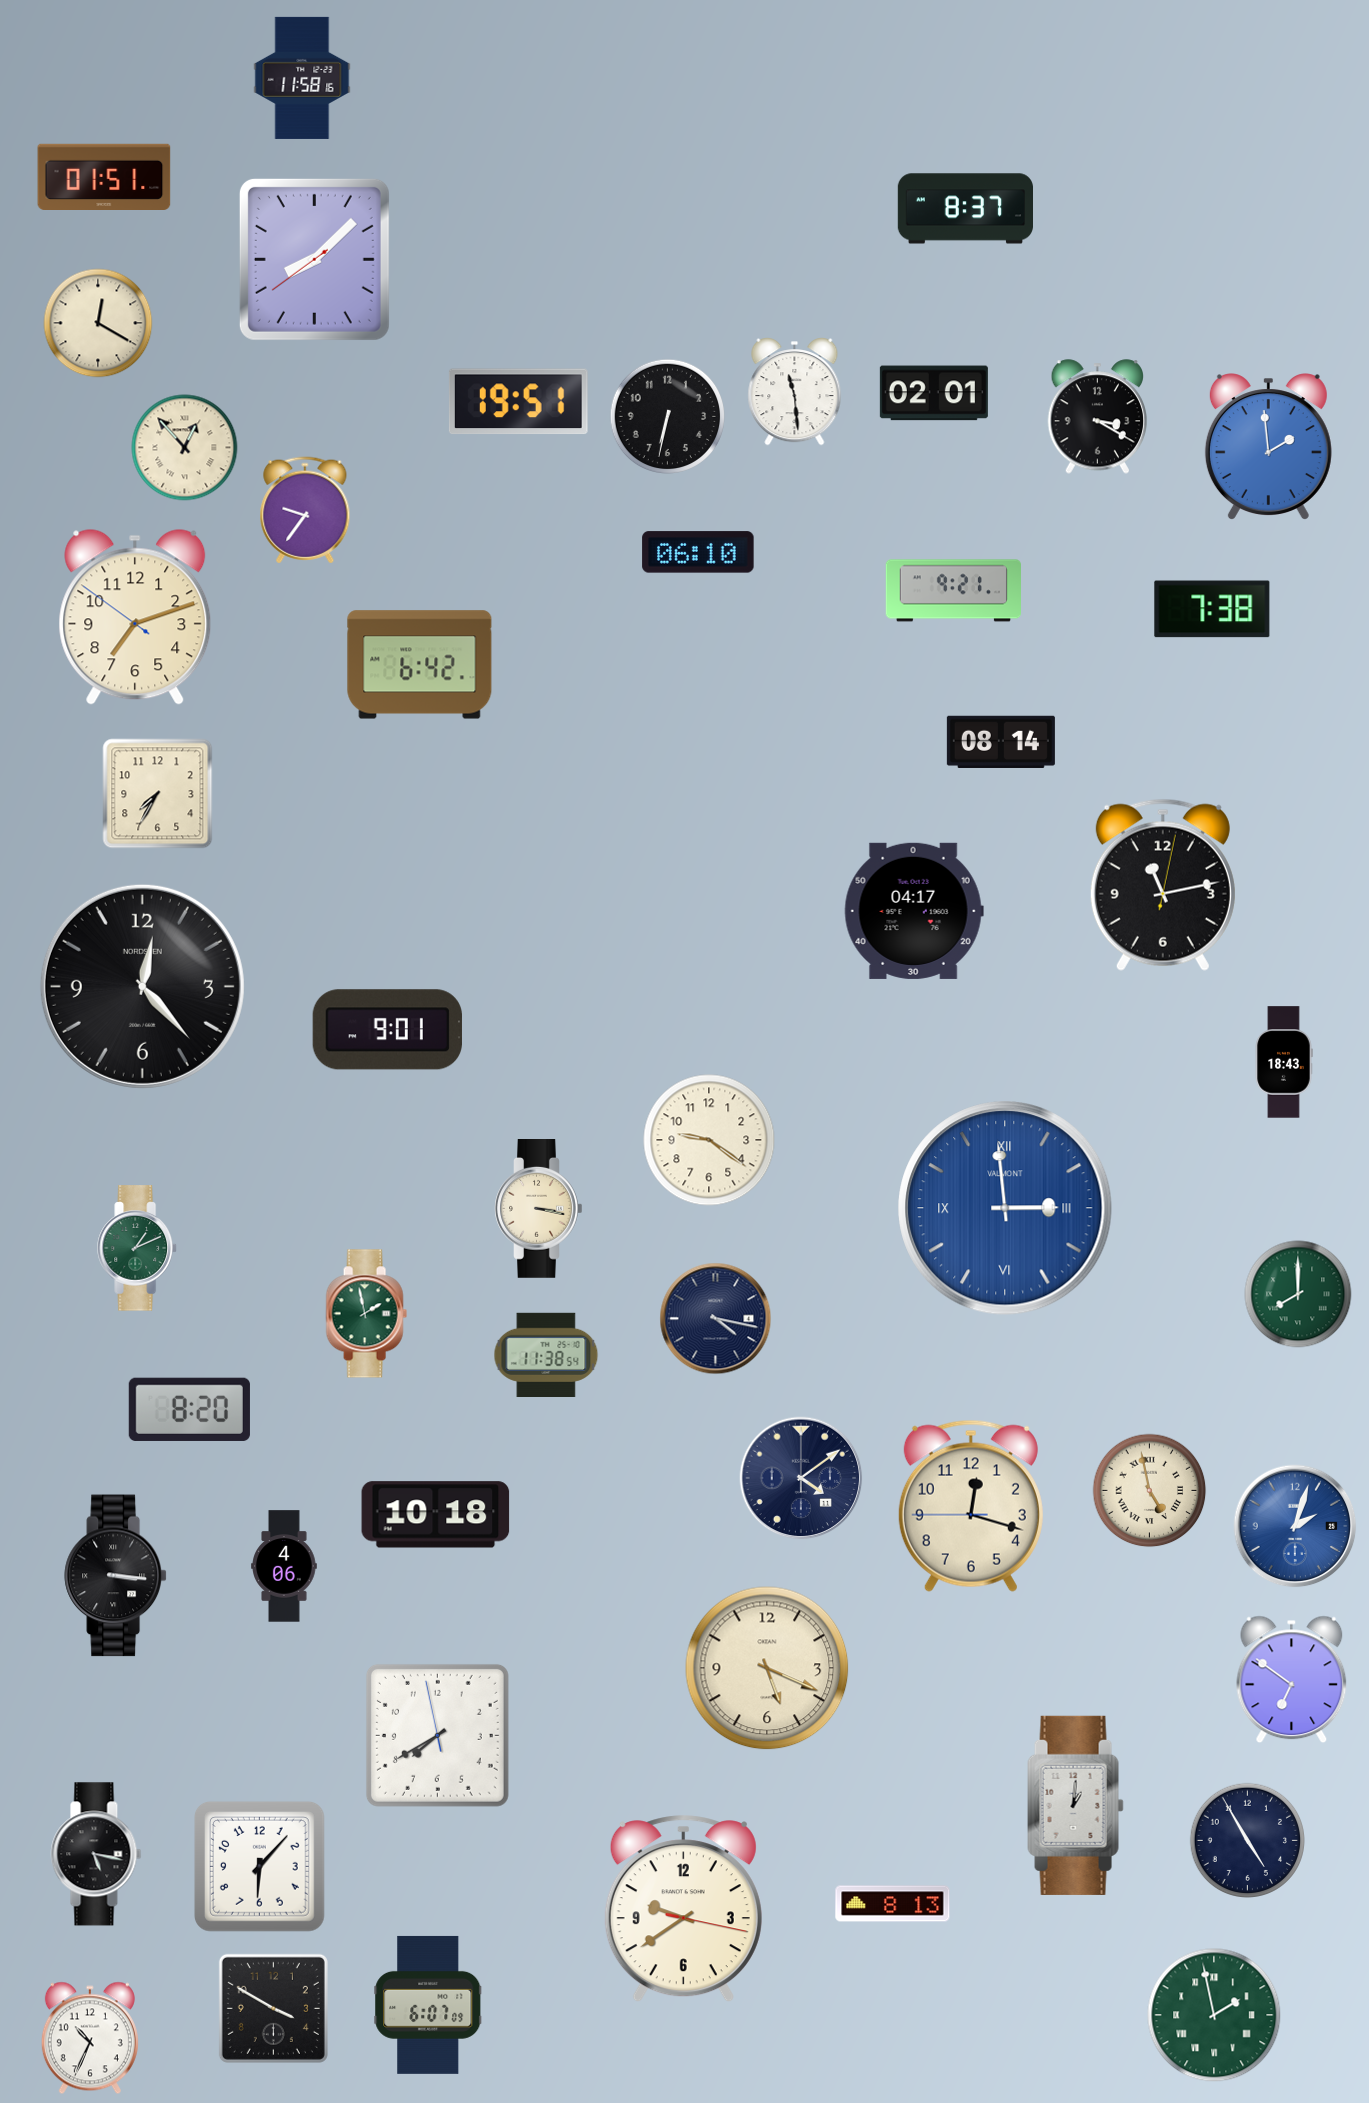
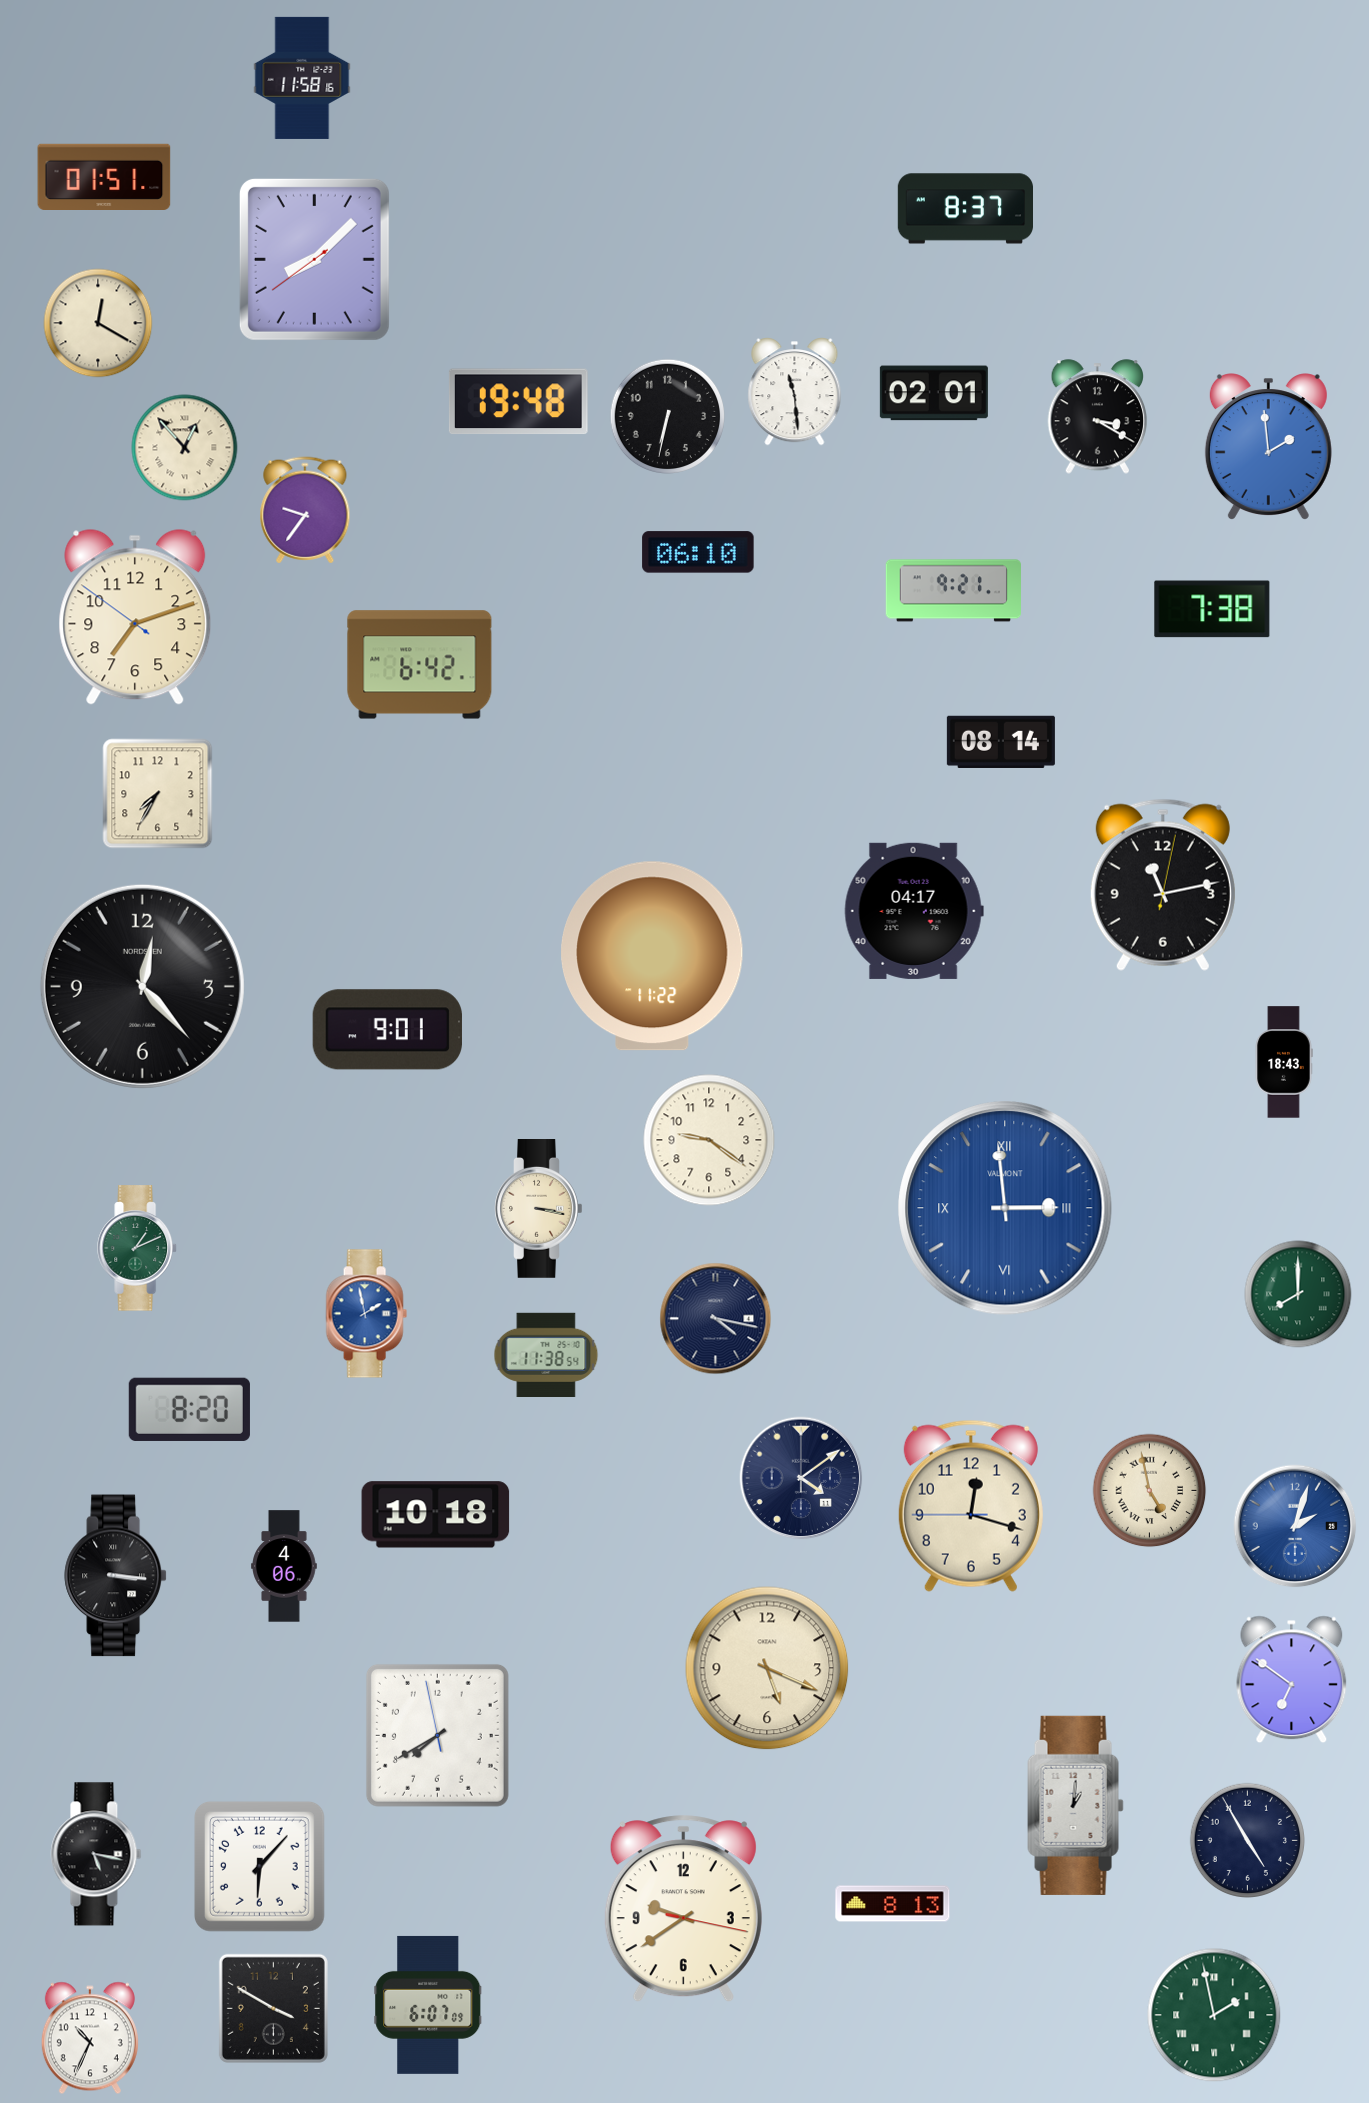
clock at (518, 402): 19:51 -> 19:48
clock at (652, 956): none -> 11:22
clock at (366, 1314) dial: green -> blue
